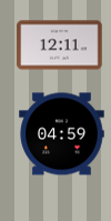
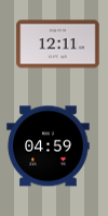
clock at (62, 134) position: (62, 134) -> (49, 147)
